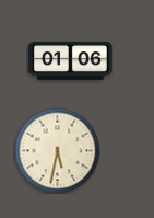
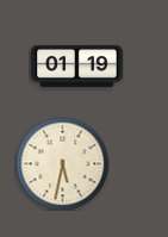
clock at (71, 60): 01:06 -> 01:19
